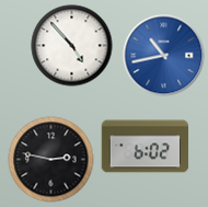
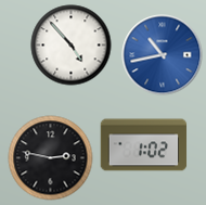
clock at (146, 147): 6:02 -> 1:02
